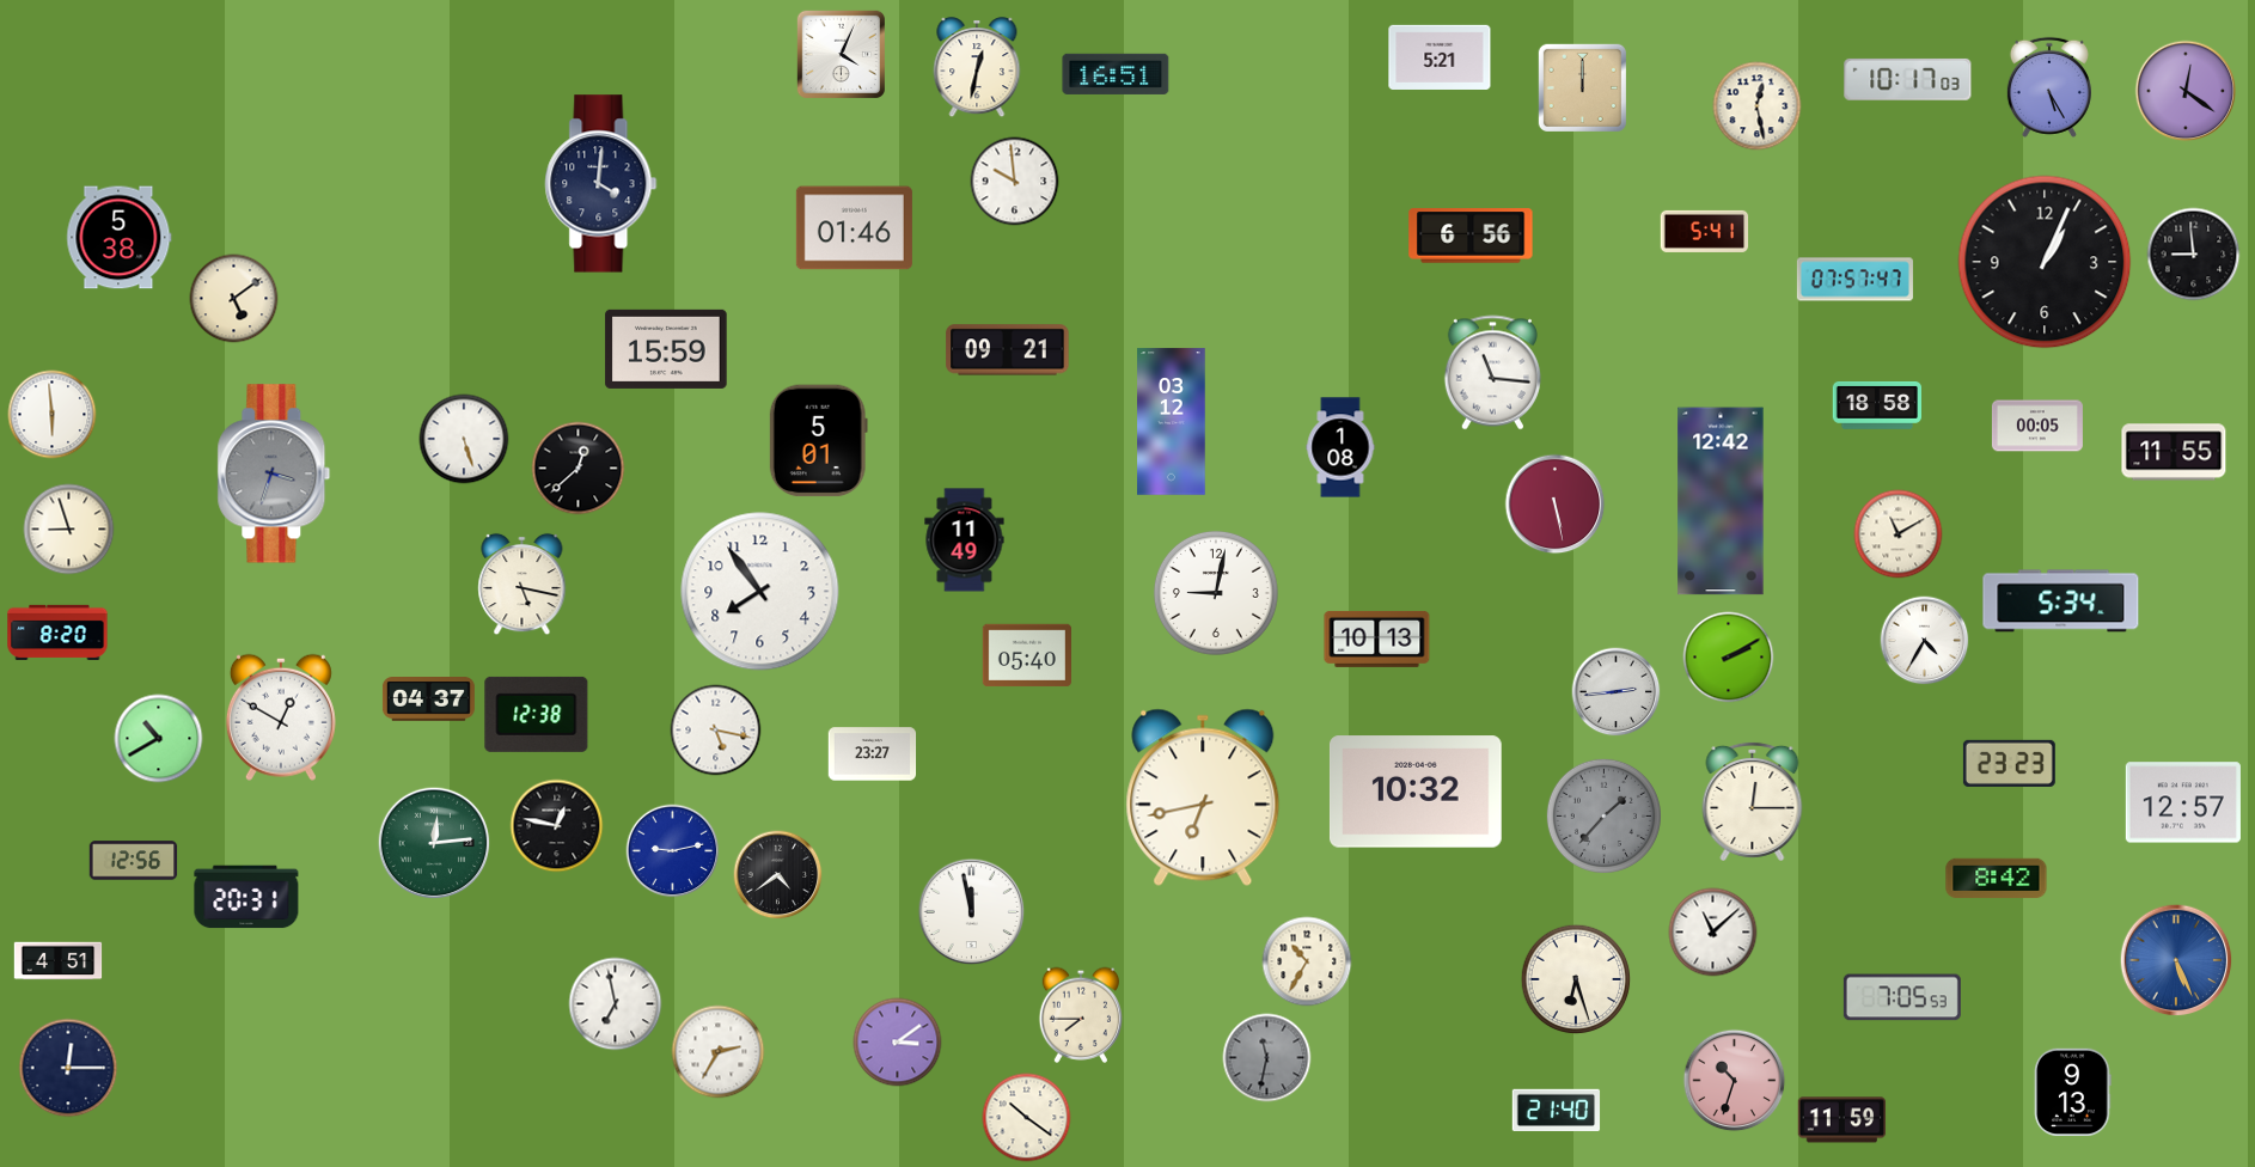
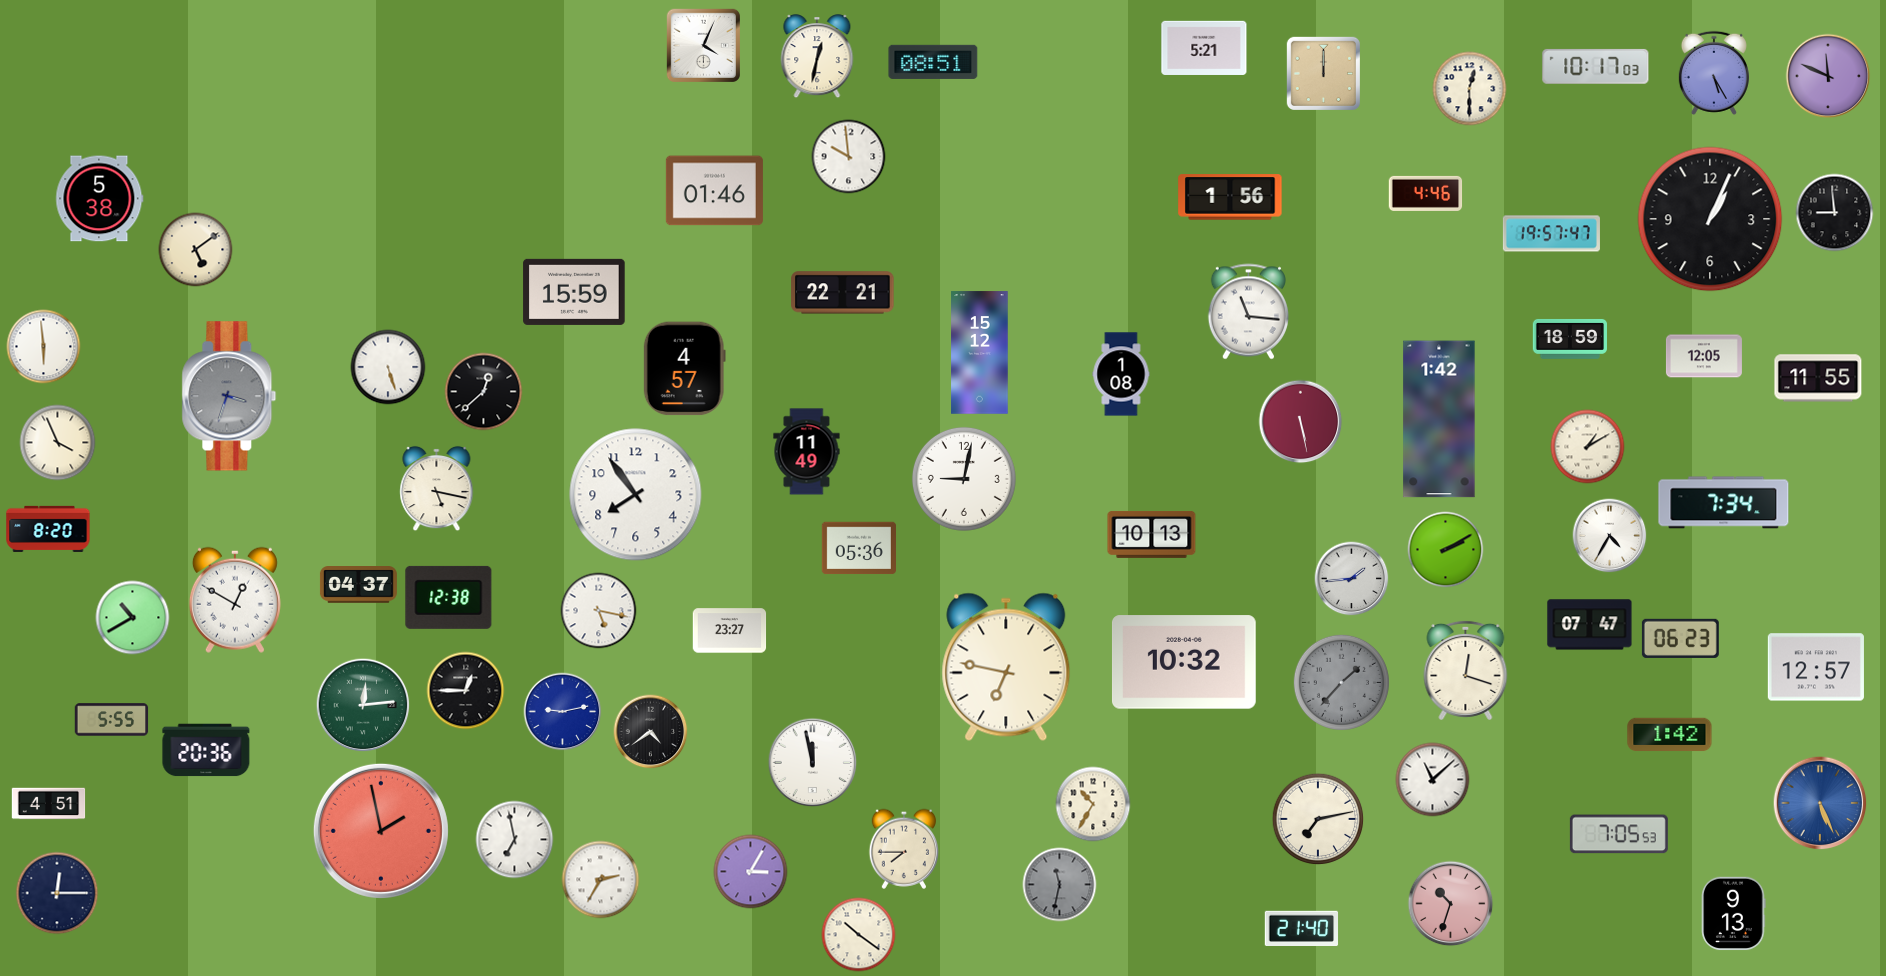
clock at (1116, 74): 16:51 -> 08:51
clock at (2186, 91): 12:21 -> 11:49
clock at (1758, 106): 12:28 -> 12:30
clock at (1015, 182) position: (1015, 182) -> (849, 157)
clock at (601, 184): 4:01 -> none
clock at (1705, 231): 5:41 -> 4:46
clock at (1471, 236): 6:56 -> 1:56
clock at (1854, 280): 07:57 -> 19:57
clock at (666, 349) position: (666, 349) -> (574, 292)
clock at (1008, 350): 09:21 -> 22:21
clock at (1876, 405): 18:58 -> 18:59
clock at (1172, 422): 03:12 -> 15:12
clock at (2037, 426): 00:05 -> 12:05
clock at (818, 441): 5:01 -> 4:57
clock at (1721, 501): 12:42 -> 1:42
clock at (69, 530): 8:57 -> 3:56
clock at (1899, 534): 11:10 -> 1:10
clock at (1216, 593) position: (1216, 593) -> (964, 479)
clock at (2061, 601): 5:34 -> 7:34
clock at (1026, 655): 05:40 -> 05:36
clock at (1617, 692): 2:44 -> 1:44
clock at (1590, 625): none -> 07:47
clock at (2009, 763): 23:23 -> 06:23
clock at (1203, 798): 6:43 -> 6:47
clock at (1753, 801): 12:15 -> 12:18
clock at (2183, 802) position: (2183, 802) -> (1816, 667)
clock at (557, 826): 12:47 -> 12:45
clock at (134, 861): 12:56 -> 5:55
clock at (1997, 879): 8:42 -> 1:42
clock at (246, 897): 20:31 -> 20:36
clock at (1576, 979): 6:27 -> 7:13
clock at (381, 831): none -> 1:58
clock at (1902, 997) position: (1902, 997) -> (1619, 834)
clock at (898, 1043): 3:09 -> 3:05
clock at (1842, 1120): 11:59 -> none
